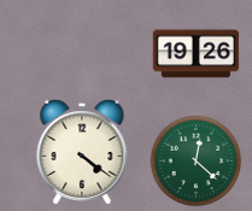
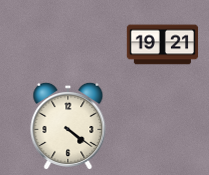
clock at (197, 54): 19:26 -> 19:21
clock at (197, 162): 12:22 -> none
